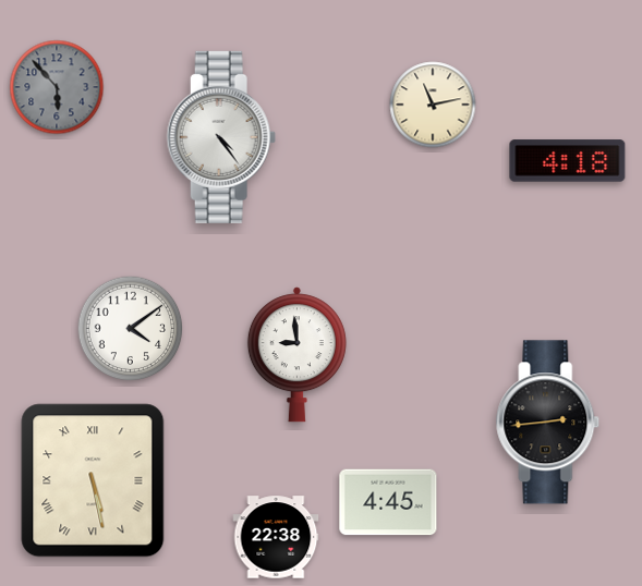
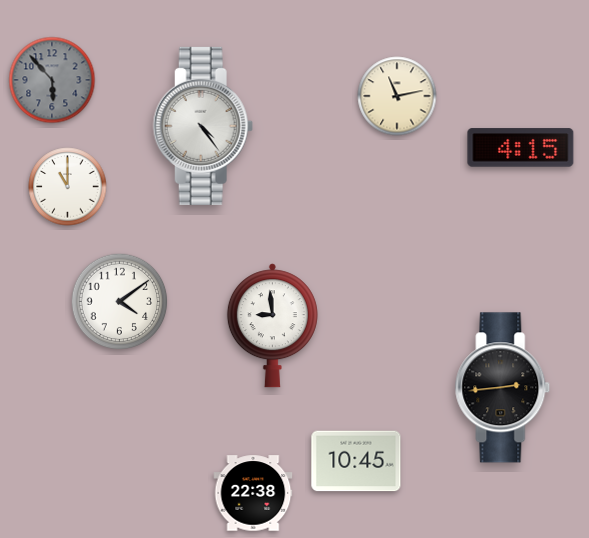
clock at (568, 161): 4:18 -> 4:15
clock at (68, 187): none -> 11:00
clock at (93, 480): 5:28 -> none
clock at (388, 502): 4:45 -> 10:45
